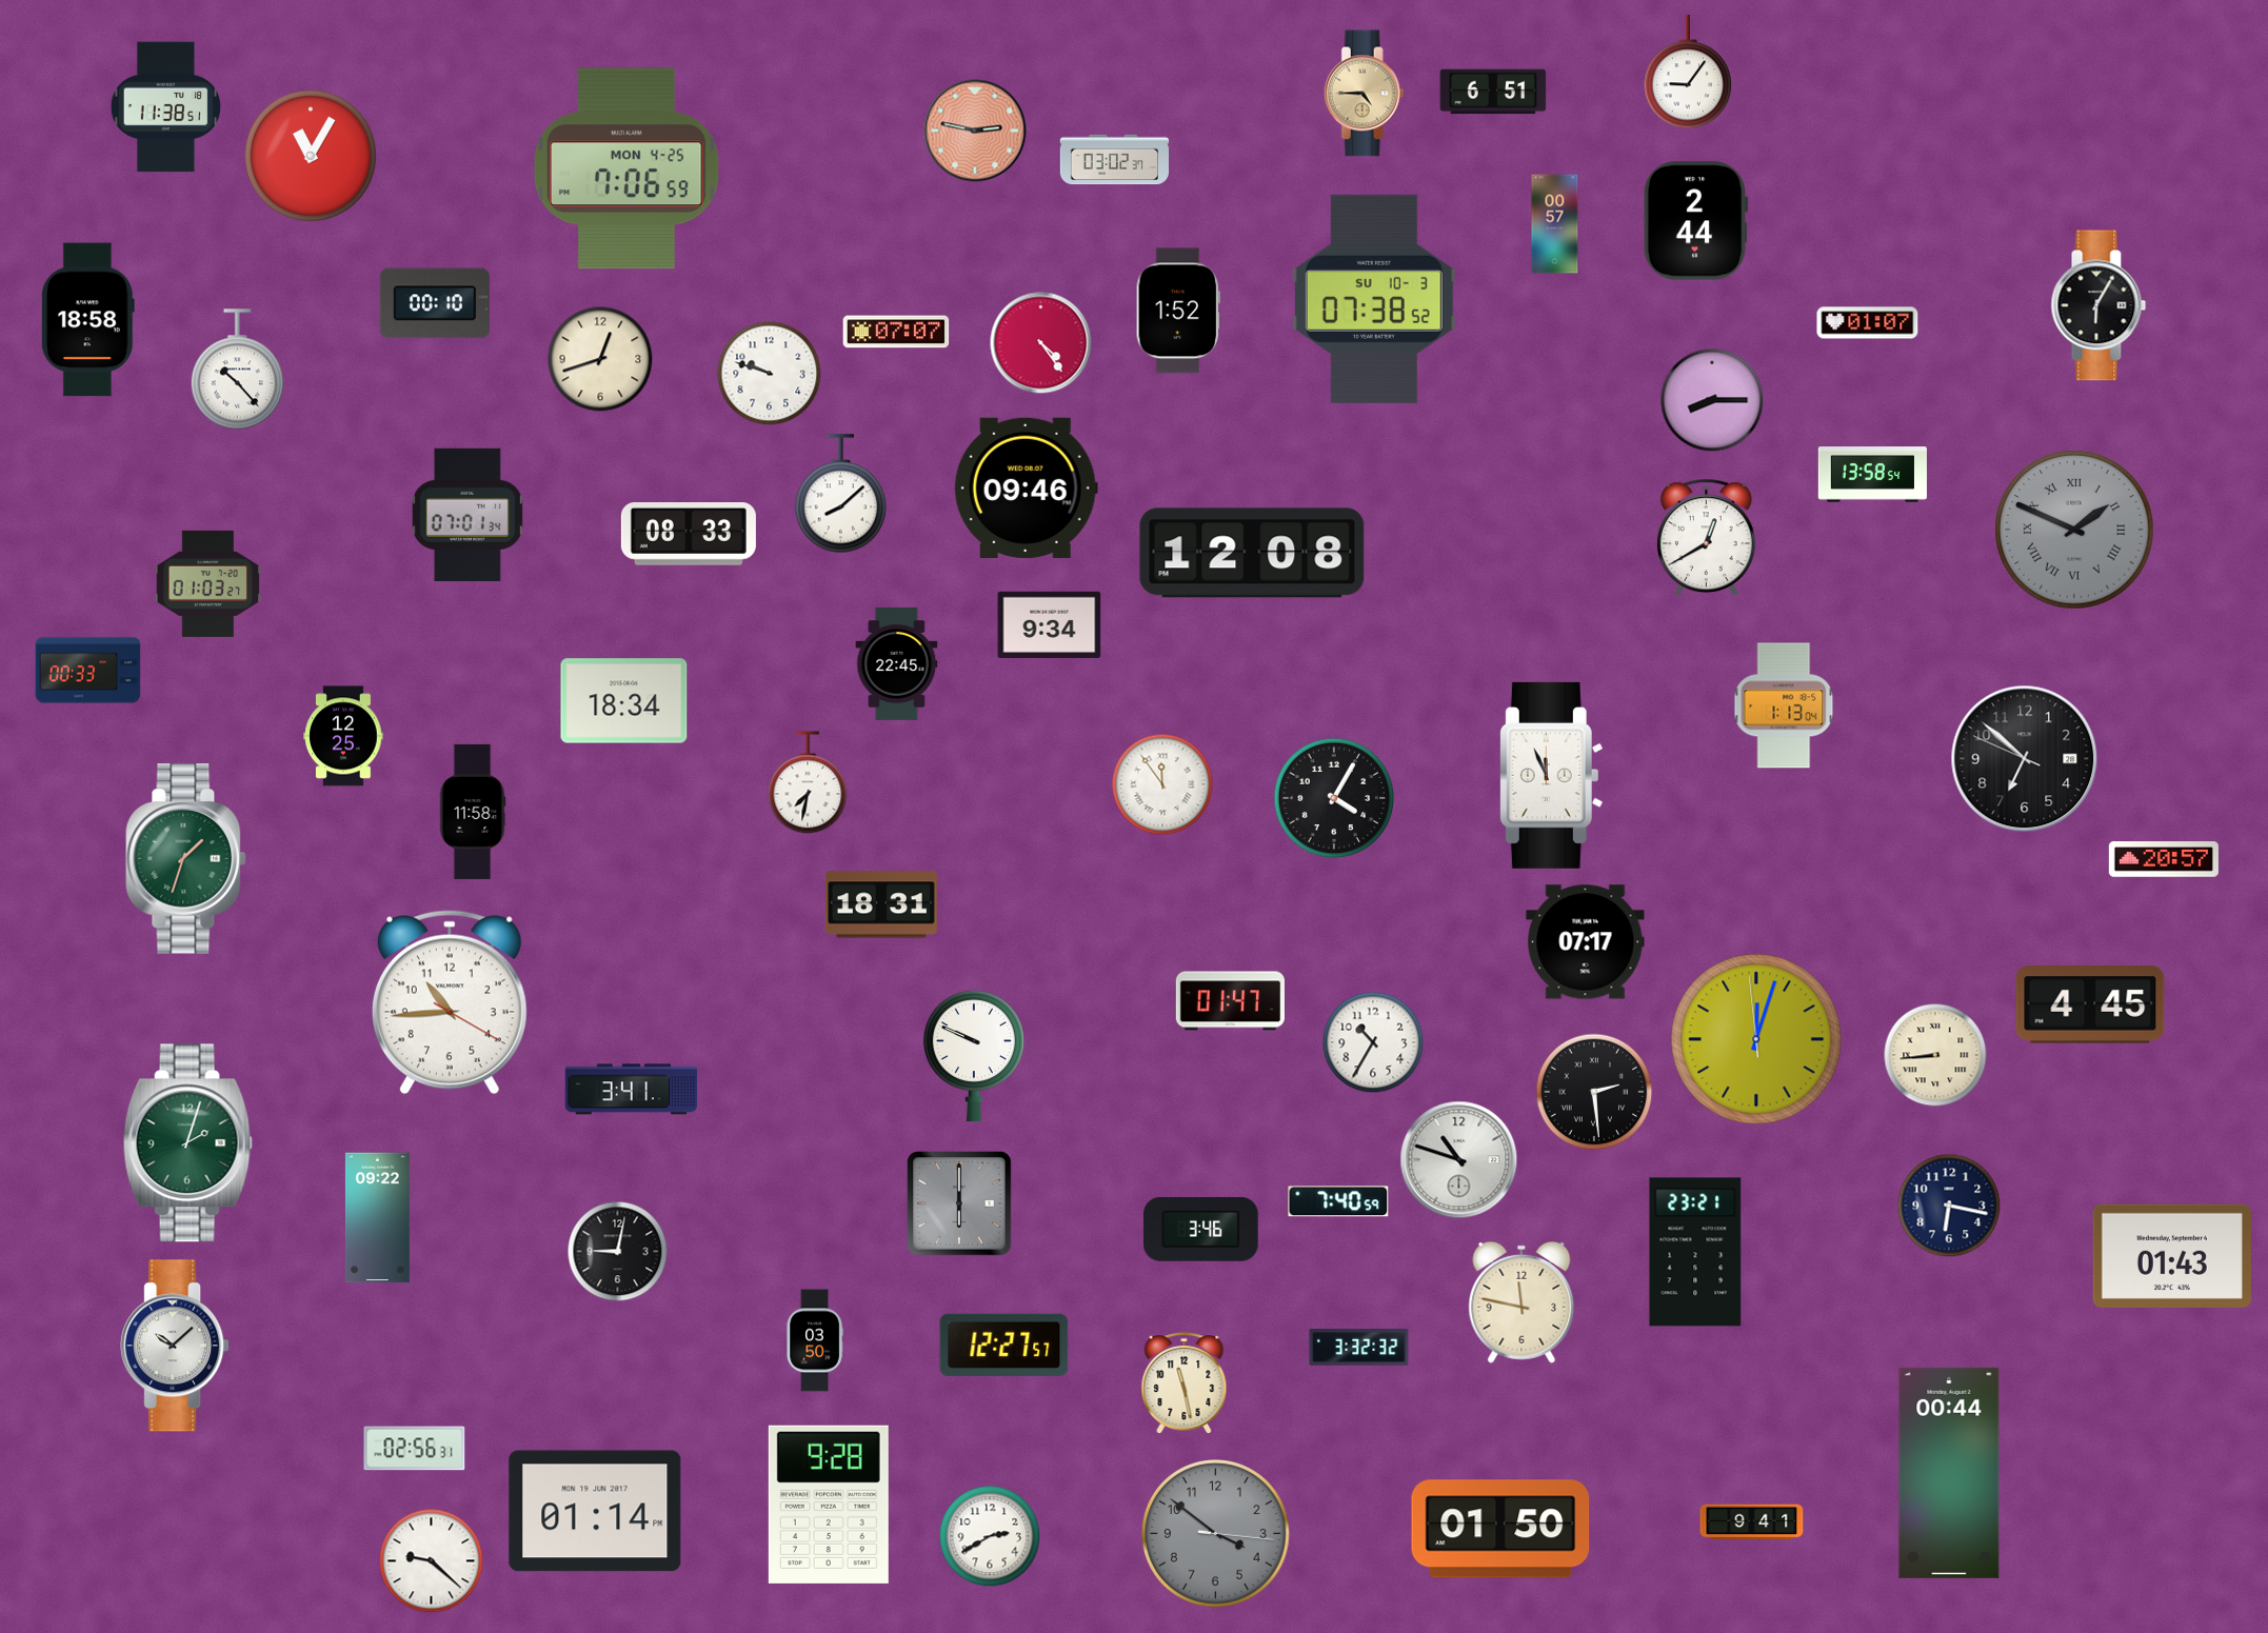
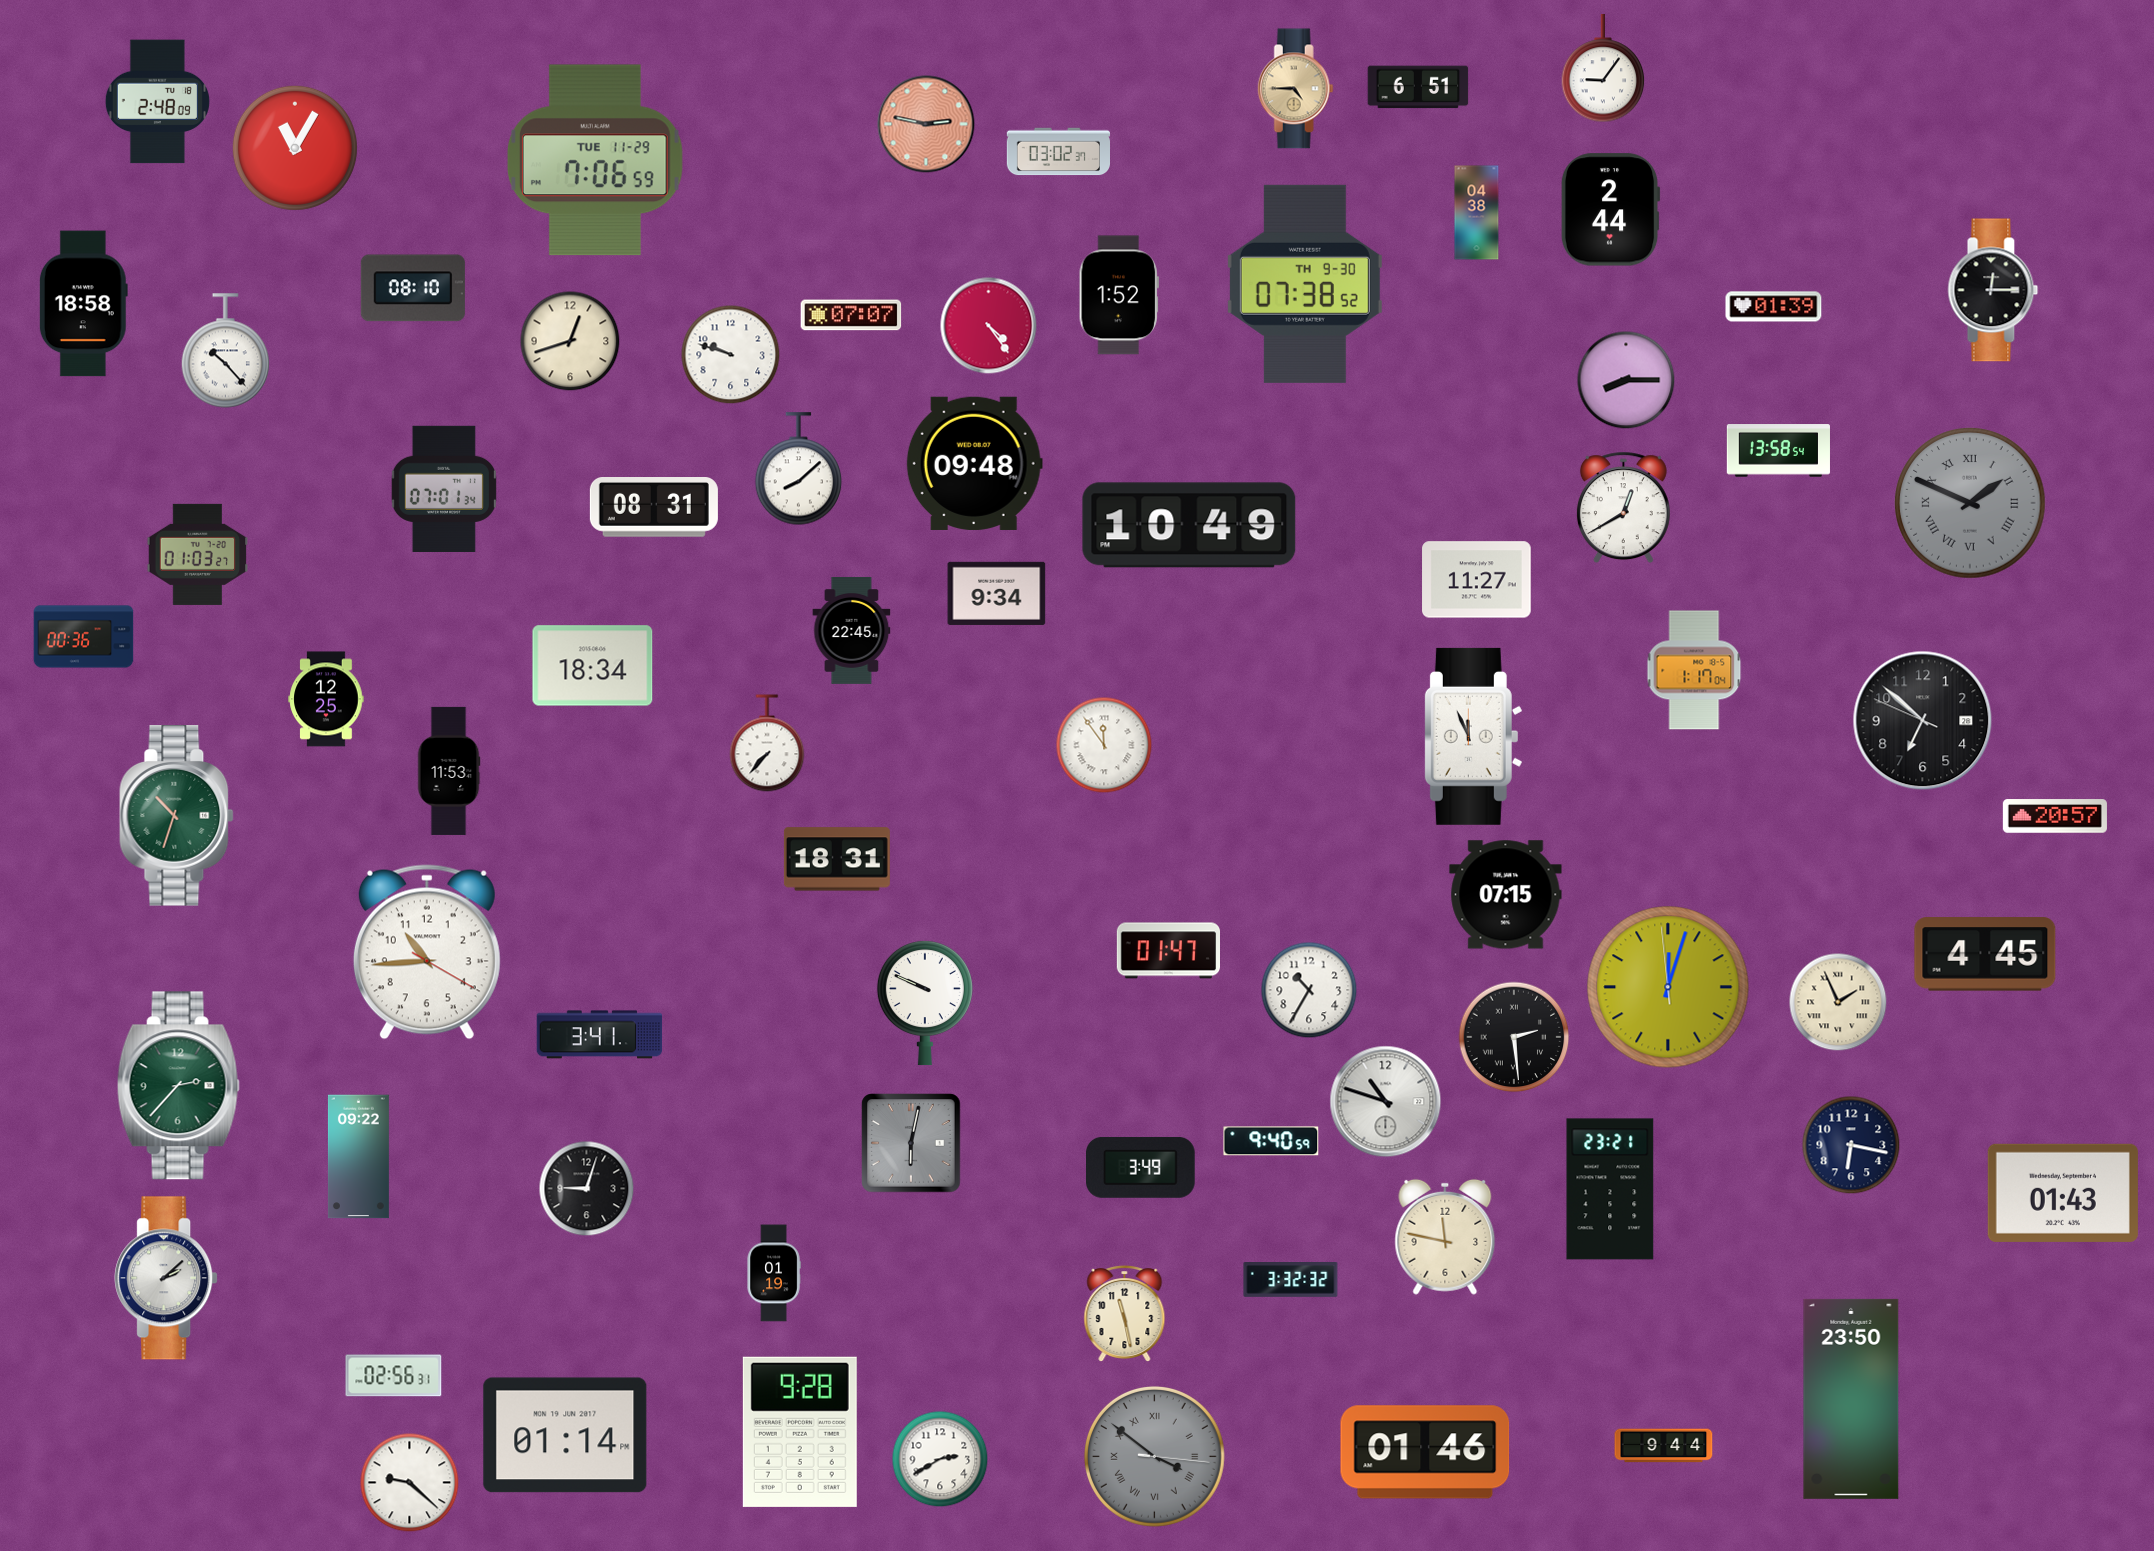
clock at (165, 107): 11:38 -> 2:48
clock at (626, 168) date: MON 4-25 -> TUE 11-29
clock at (1555, 224): 00:57 -> 04:38
clock at (1374, 299) date: SU 10-3 -> TH 9-30
clock at (435, 303): 00:10 -> 08:10
clock at (2098, 305): 6:05 -> 12:15
clock at (1868, 323): 01:07 -> 01:39
clock at (1026, 487): 09:46 -> 09:48
clock at (689, 535): 08:33 -> 08:31
clock at (1706, 538) position: (1706, 538) -> (1623, 508)
clock at (1252, 553): 12:08 -> 10:49
clock at (1477, 580): none -> 11:27
clock at (88, 671): 00:33 -> 00:36
clock at (1784, 705): 1:13 -> 1:17
clock at (808, 782): 7:32 -> 7:37
clock at (1334, 798): 4:05 -> none
clock at (473, 812): 11:58 -> 11:53
clock at (186, 859): 1:33 -> 10:33
clock at (1586, 942): 07:17 -> 07:15
clock at (1373, 1042) position: (1373, 1042) -> (1309, 990)
clock at (1935, 1055): 8:44 -> 1:56
clock at (187, 1143): 2:03 -> 2:37
clock at (1338, 1201): 7:40 -> 9:40
clock at (959, 1203): 6:00 -> 6:02
clock at (1201, 1229): 3:46 -> 3:49
clock at (618, 1252): 9:02 -> 9:03
clock at (815, 1340): 03:50 -> 01:19
clock at (1004, 1345): 12:27 -> none
clock at (175, 1346): 10:08 -> 2:08
clock at (1949, 1473): 00:44 -> 23:50
clock at (829, 1505) position: (829, 1505) -> (800, 1432)
clock at (1752, 1522): 9:41 -> 9:44
clock at (1500, 1529): 01:50 -> 01:46
clock at (1215, 1533) numerals: Arabic -> Roman
